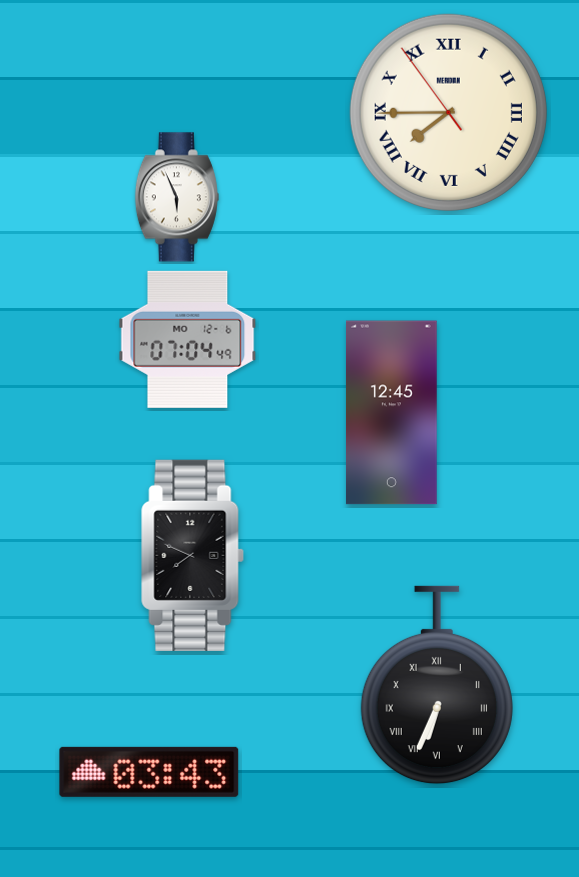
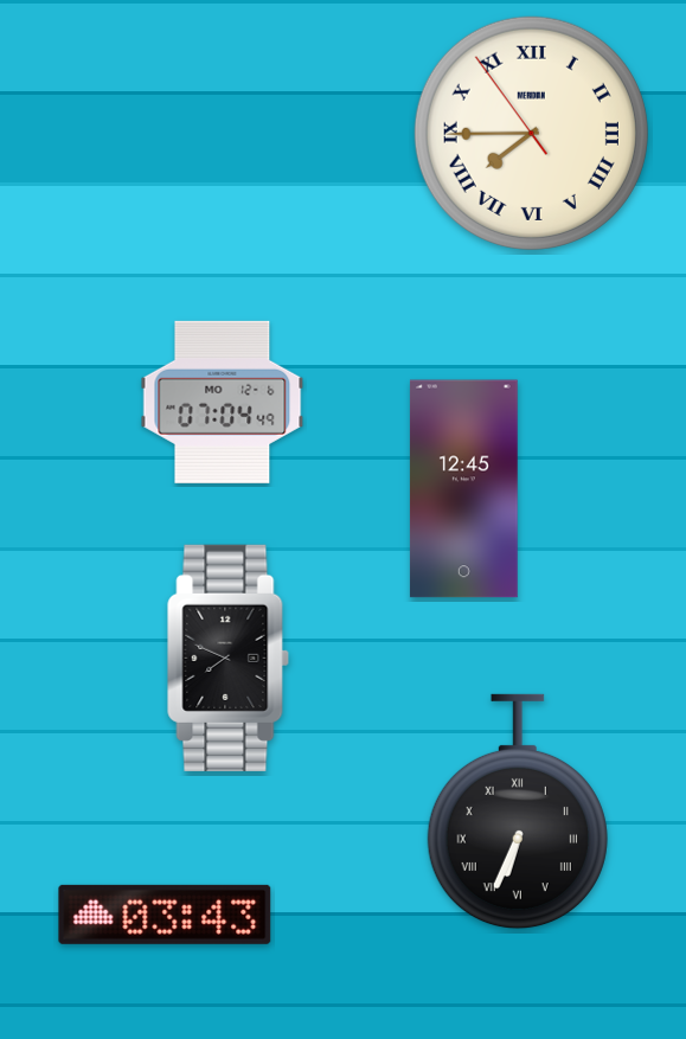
clock at (177, 197): 5:56 -> none
clock at (149, 772) position: (149, 772) -> (165, 915)
